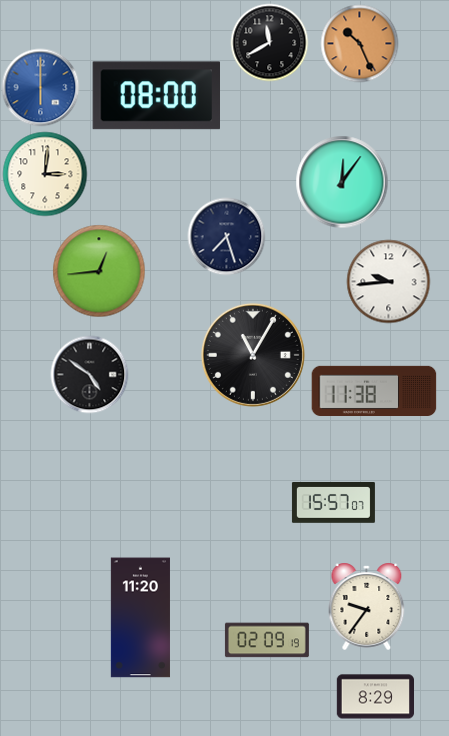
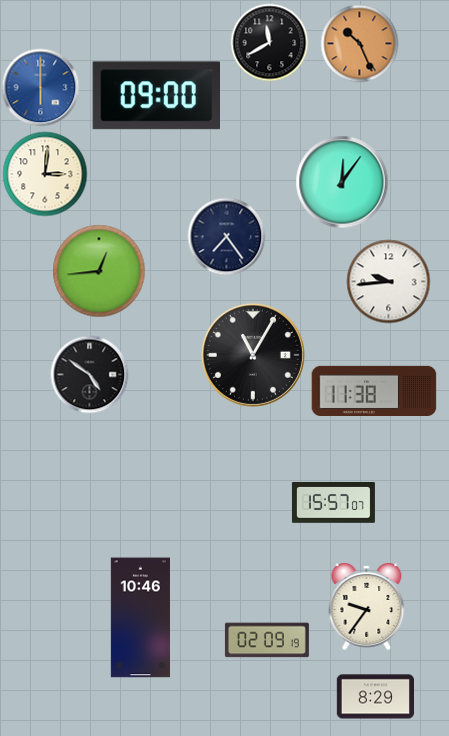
clock at (156, 96): 08:00 -> 09:00
clock at (226, 236): 7:27 -> 7:24
clock at (140, 618): 11:20 -> 10:46
